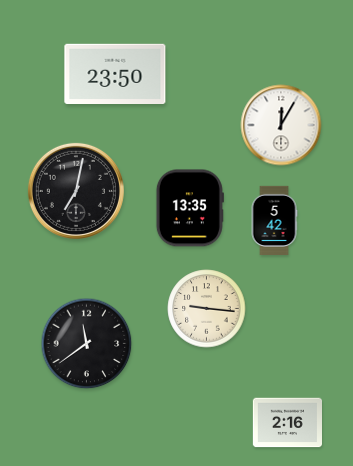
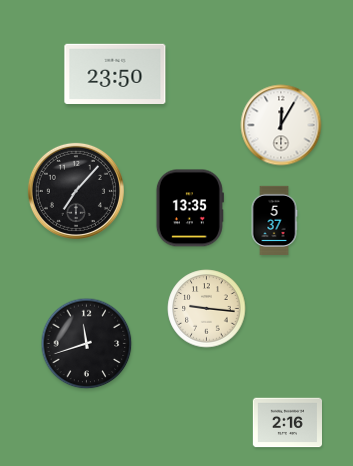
clock at (76, 191): 7:02 -> 7:07
clock at (274, 220): 5:42 -> 5:37
clock at (87, 344): 11:39 -> 11:42
